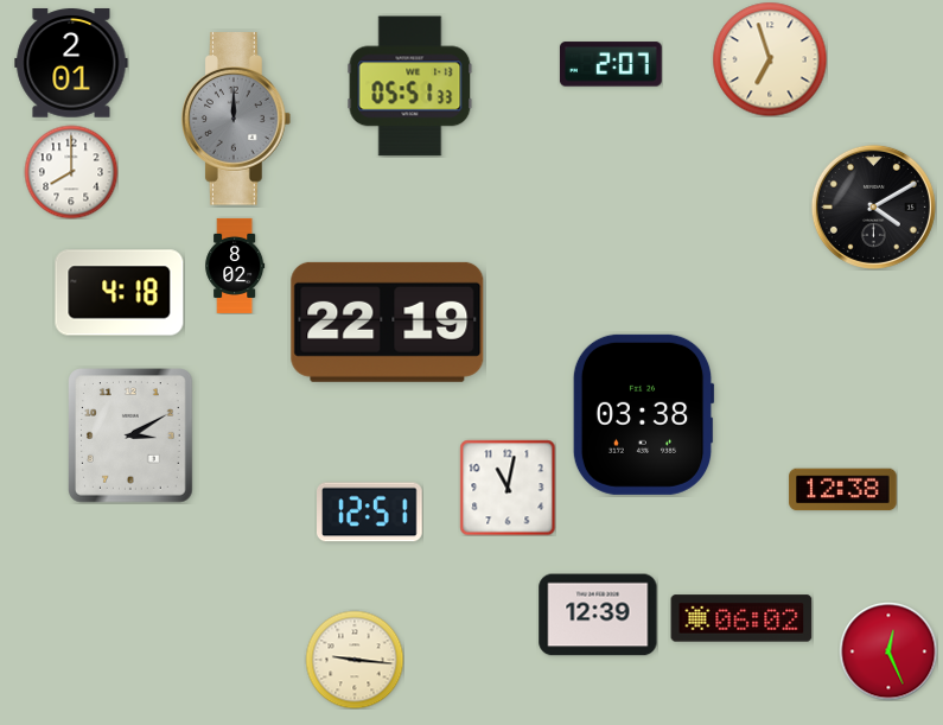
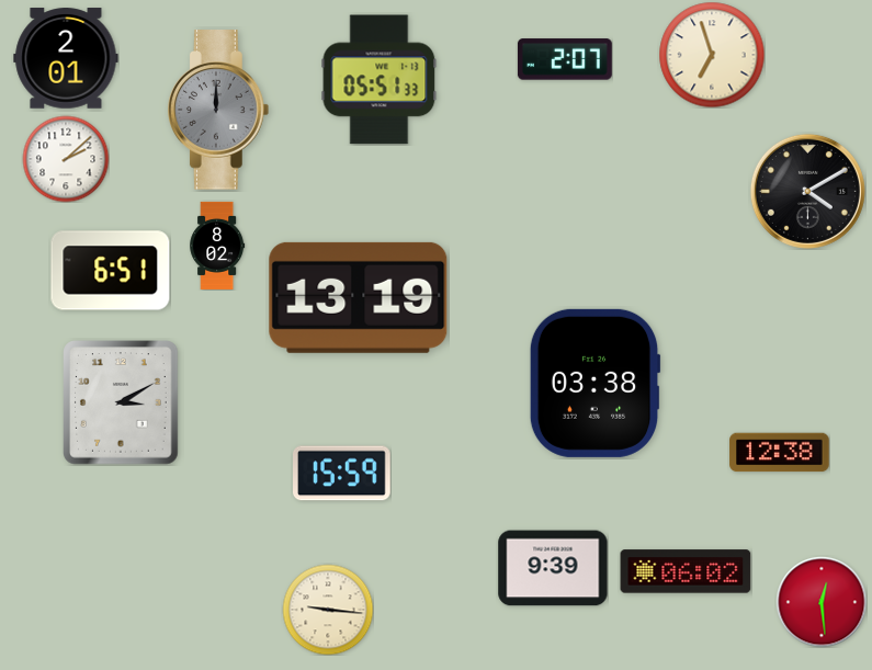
clock at (71, 172): 8:00 -> 2:08
clock at (120, 293): 4:18 -> 6:51
clock at (388, 322): 22:19 -> 13:19
clock at (508, 488): 11:02 -> none
clock at (370, 513): 12:51 -> 15:59
clock at (598, 615): 12:39 -> 9:39
clock at (888, 651): 12:26 -> 12:29
